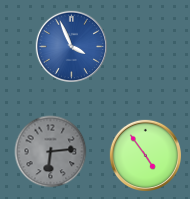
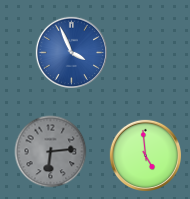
clock at (71, 46) position: (71, 46) -> (71, 52)
clock at (145, 155): 4:54 -> 4:59
